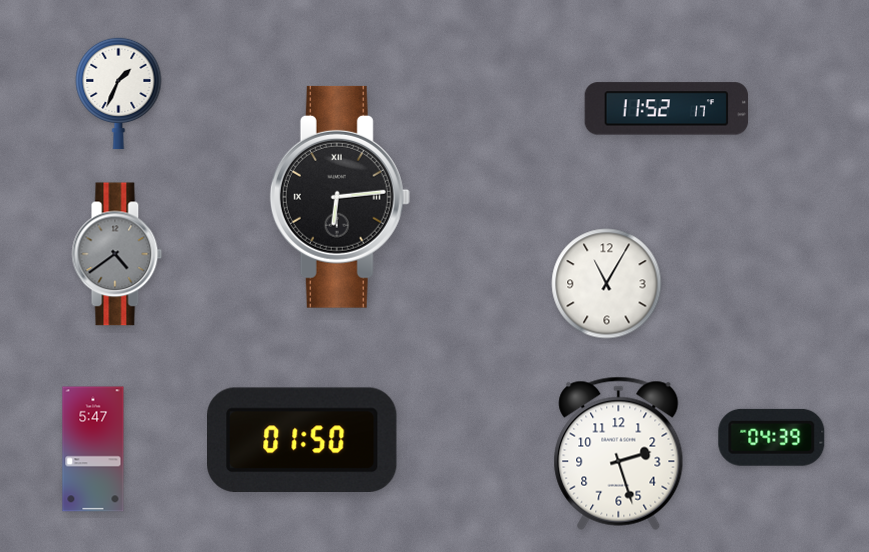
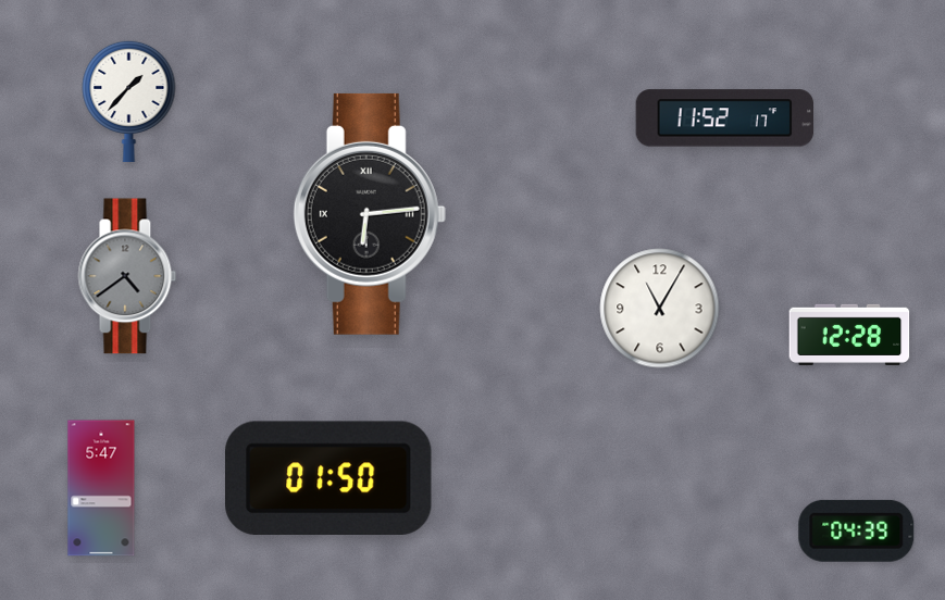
clock at (119, 93): 1:34 -> 1:37
clock at (849, 335): none -> 12:28
clock at (772, 437) position: (772, 437) -> (857, 530)
clock at (619, 453): 2:27 -> none
